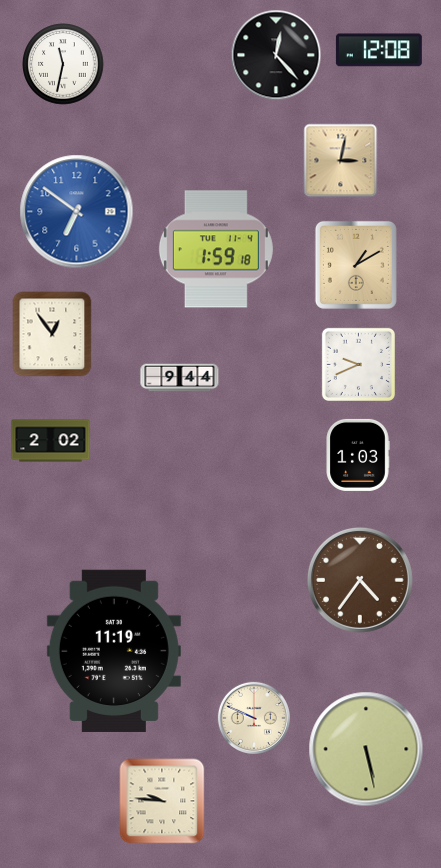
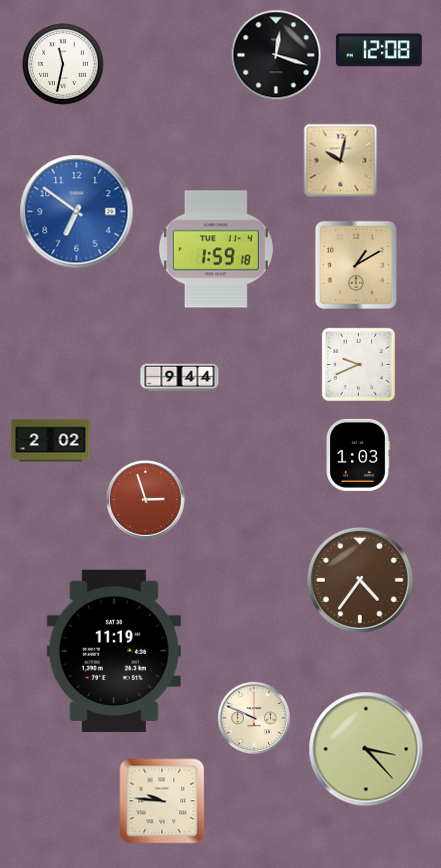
clock at (276, 55): 12:23 -> 12:18
clock at (341, 161): 3:02 -> 10:02
clock at (52, 334): 12:54 -> none
clock at (146, 500): none -> 2:57
clock at (366, 749): 5:28 -> 3:23
